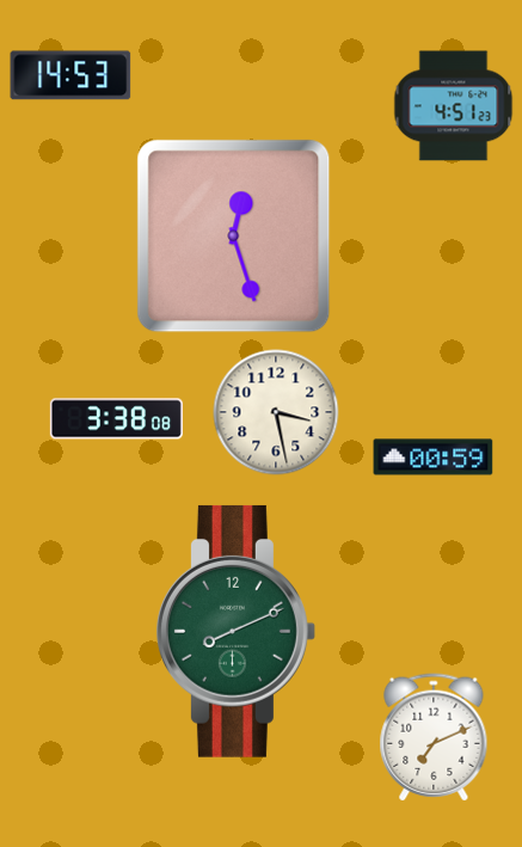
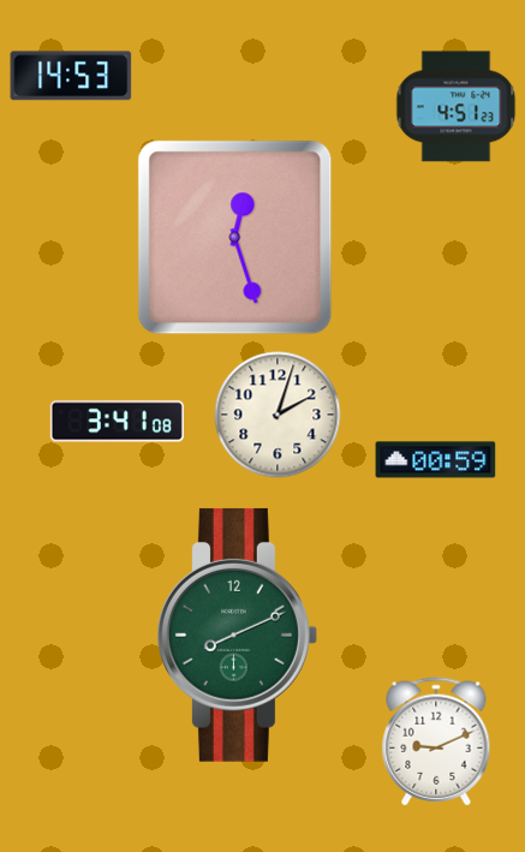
clock at (276, 412): 3:28 -> 2:03
clock at (116, 419): 3:38 -> 3:41
clock at (434, 737): 7:11 -> 9:11
